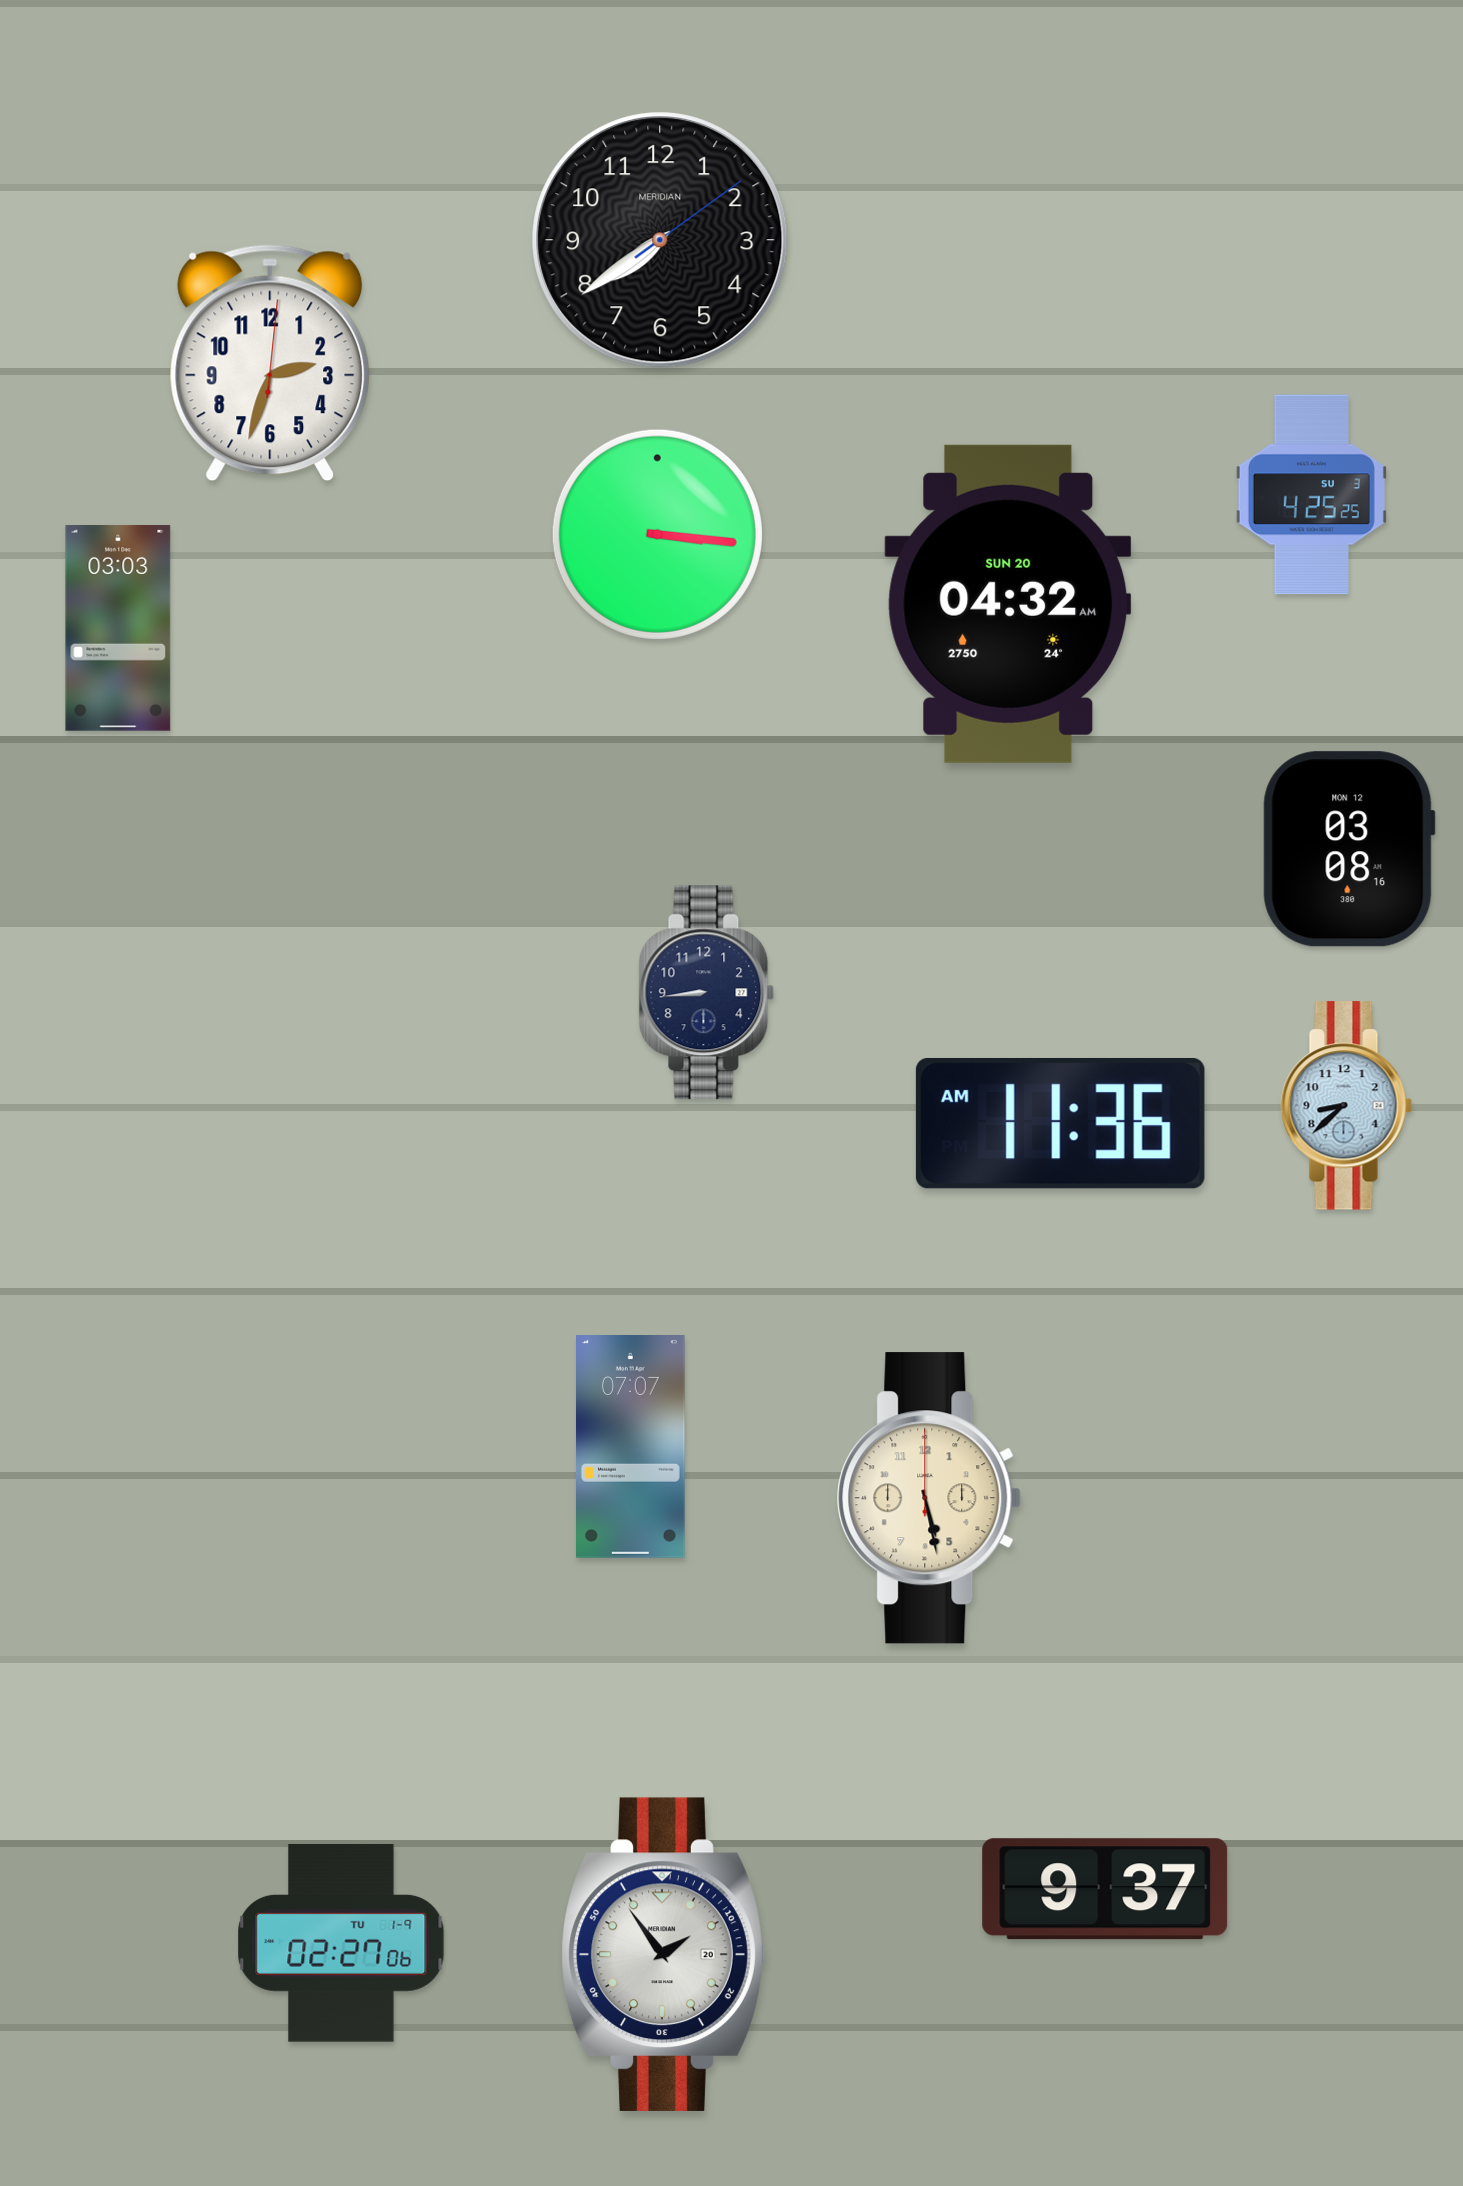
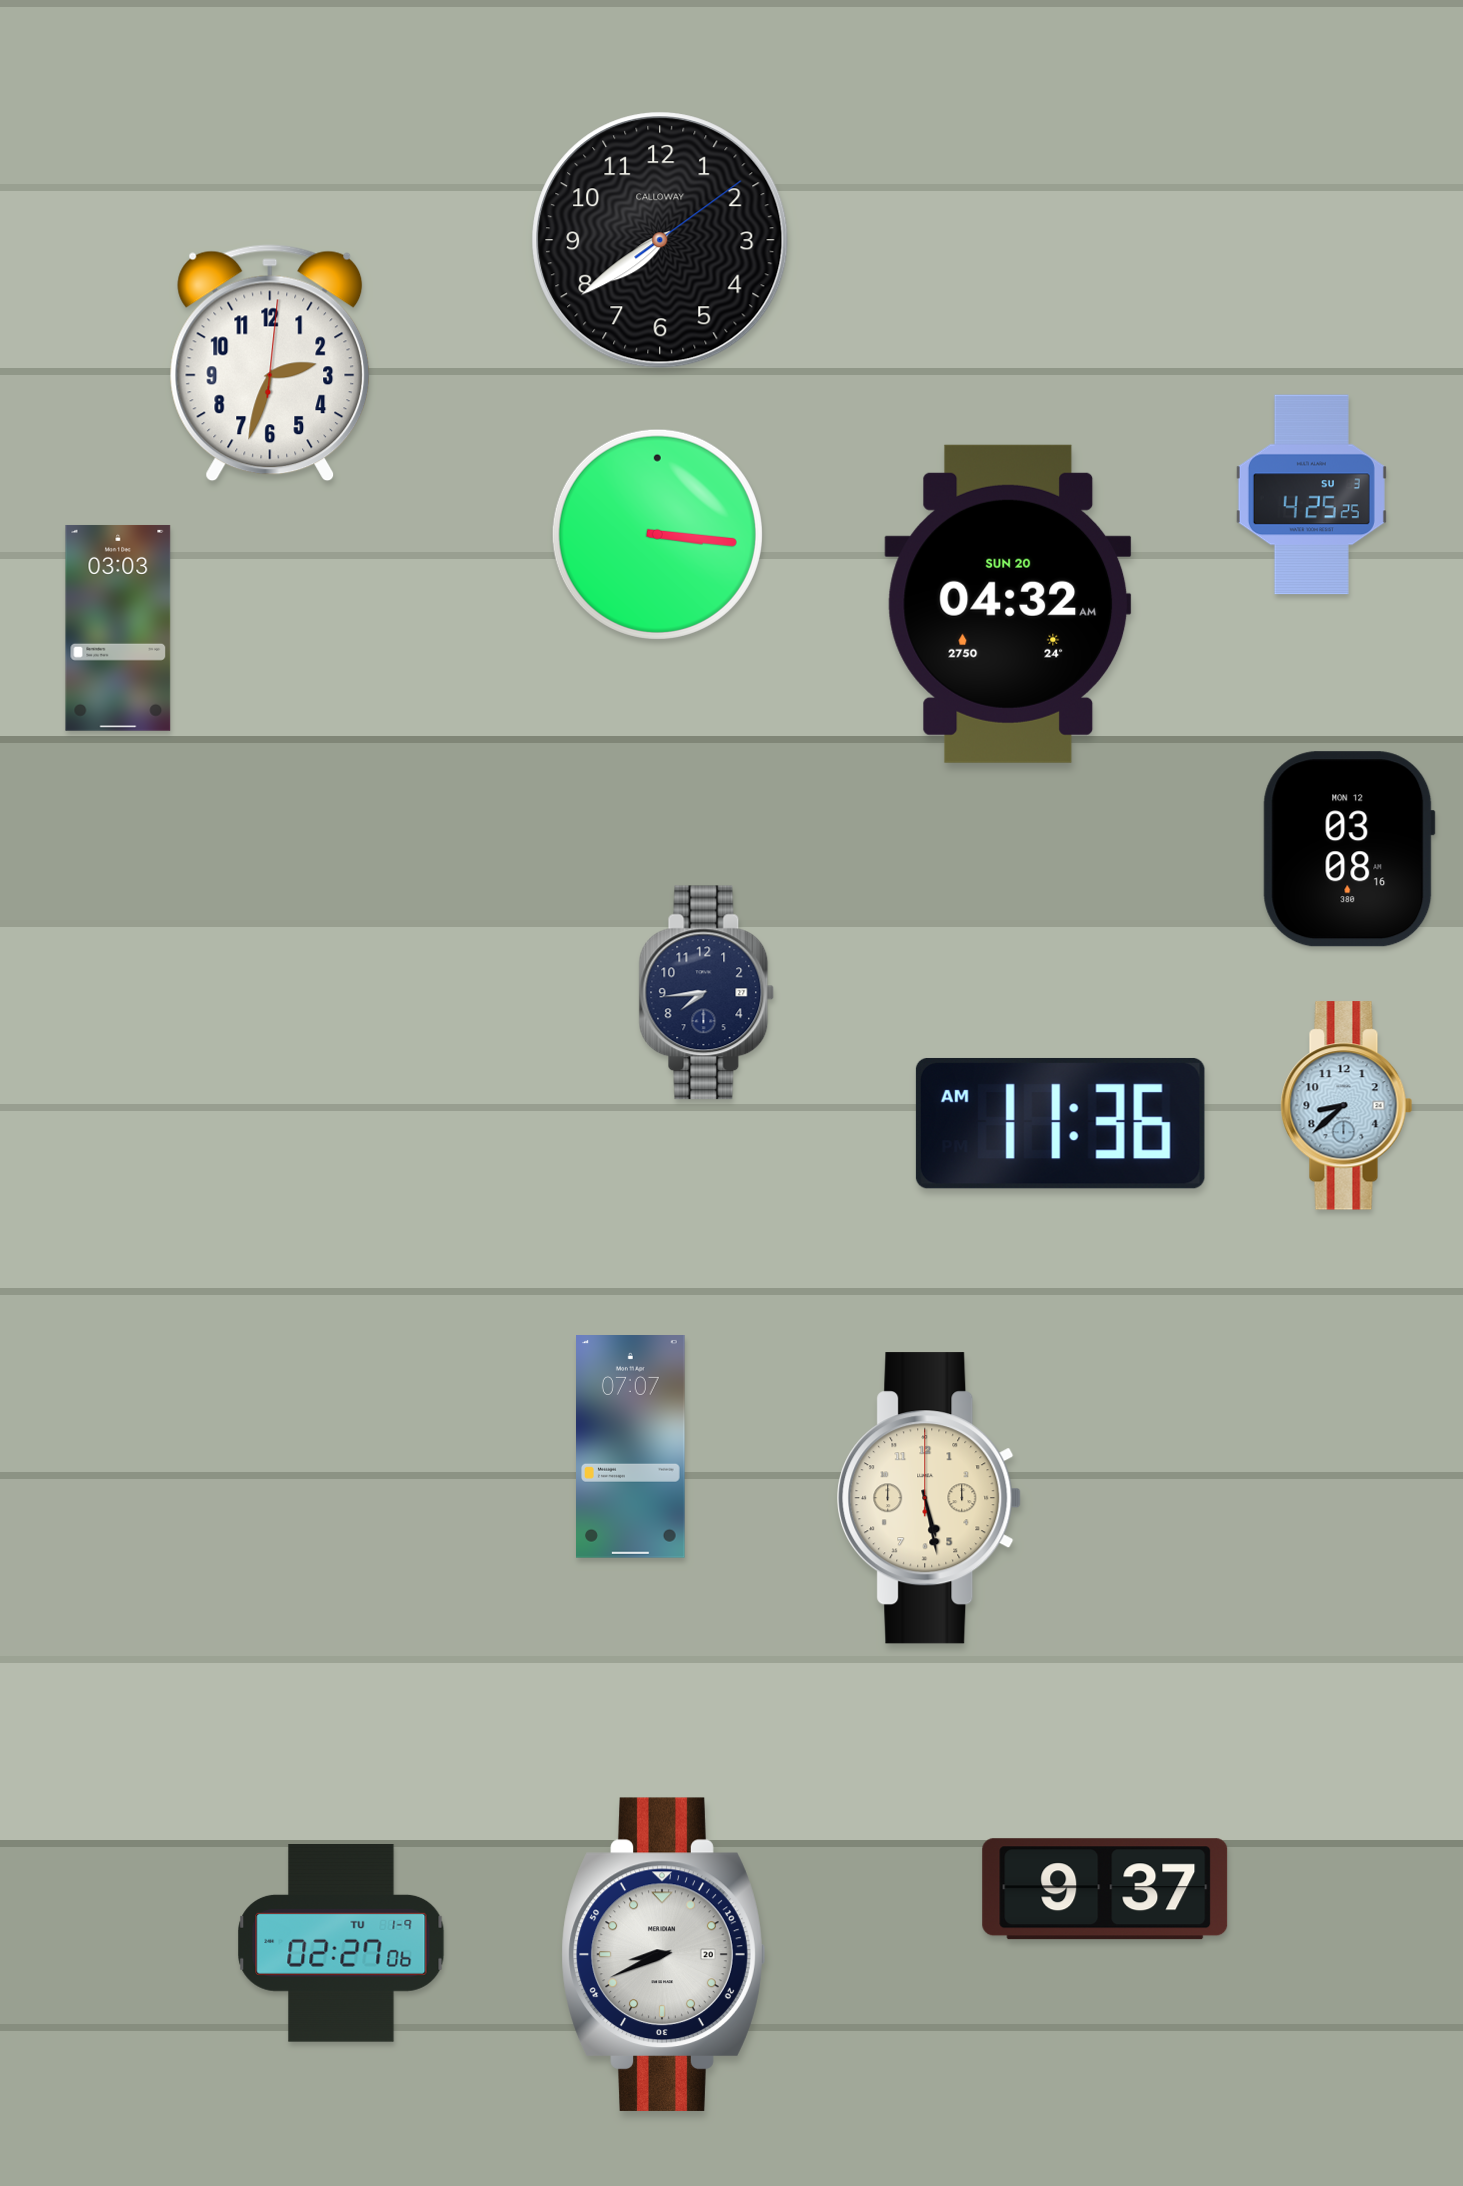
clock at (660, 240) brand: MERIDIAN -> CALLOWAY
clock at (707, 993): 8:44 -> 7:44
clock at (664, 1954): 1:54 -> 8:41
